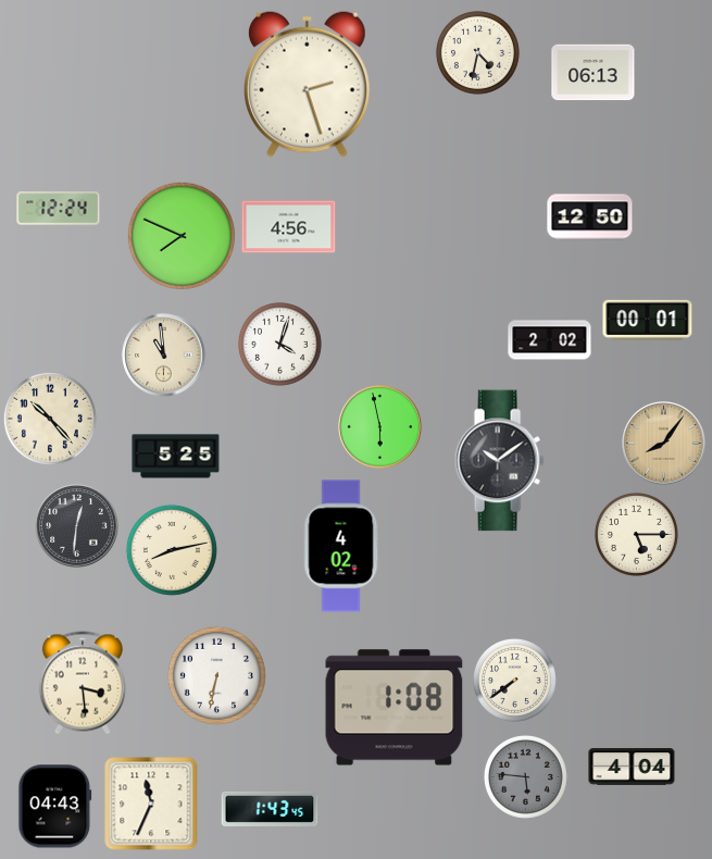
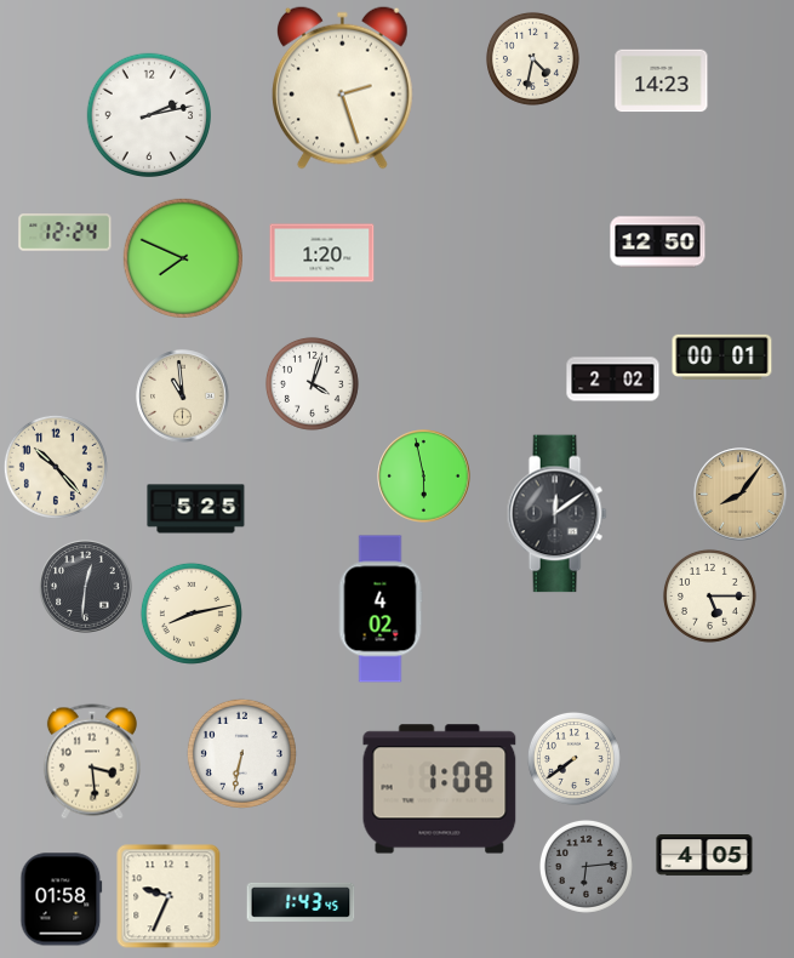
clock at (594, 73): 06:13 -> 14:23
clock at (307, 84) position: (307, 84) -> (342, 87)
clock at (148, 114): none -> 2:13
clock at (289, 227): 4:56 -> 1:20
clock at (180, 235) position: (180, 235) -> (182, 257)
clock at (499, 461): 10:09 -> 12:09
clock at (632, 768): 4:04 -> 4:05
clock at (525, 776): 5:46 -> 6:14
clock at (151, 804): 11:34 -> 9:34
clock at (55, 807): 04:43 -> 01:58
